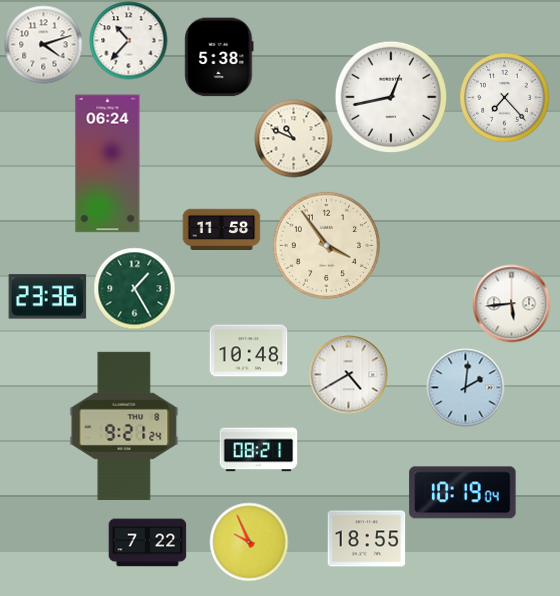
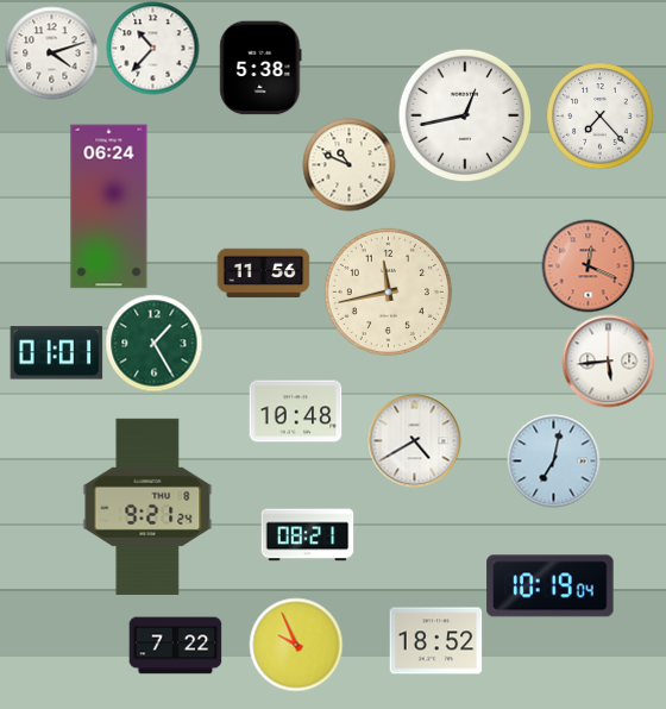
clock at (108, 164) position: (108, 164) -> (109, 207)
clock at (588, 265): none -> 12:19
clock at (221, 230): 11:58 -> 11:56
clock at (326, 245): 3:54 -> 11:43
clock at (134, 288) position: (134, 288) -> (153, 343)
clock at (47, 297): 23:36 -> 01:01
clock at (248, 351) position: (248, 351) -> (295, 412)
clock at (348, 374) position: (348, 374) -> (414, 440)
clock at (465, 387): 2:01 -> 7:02
clock at (366, 539): 18:55 -> 18:52
